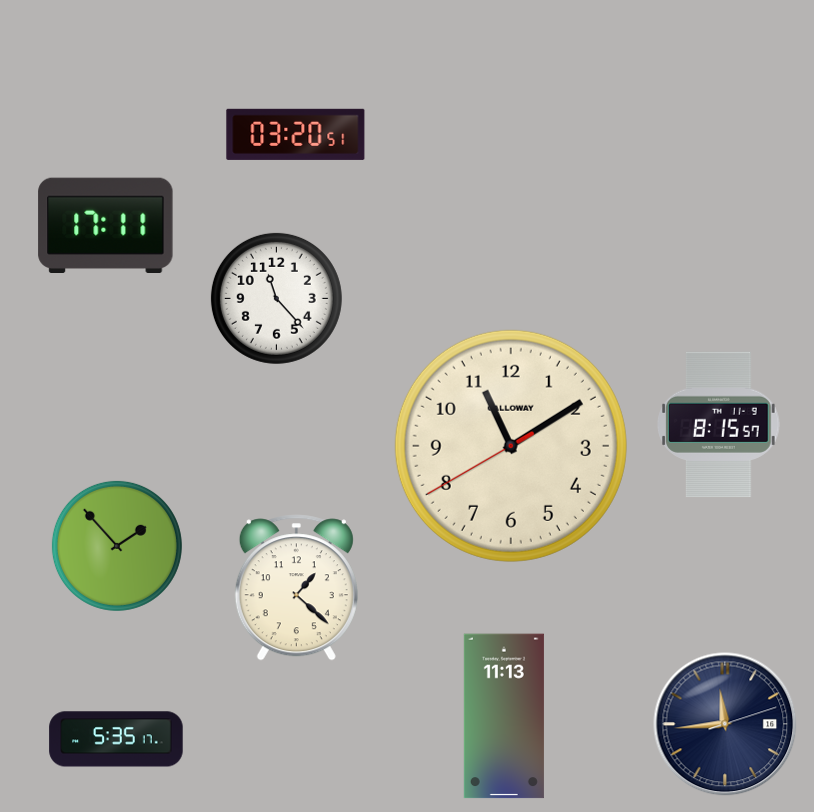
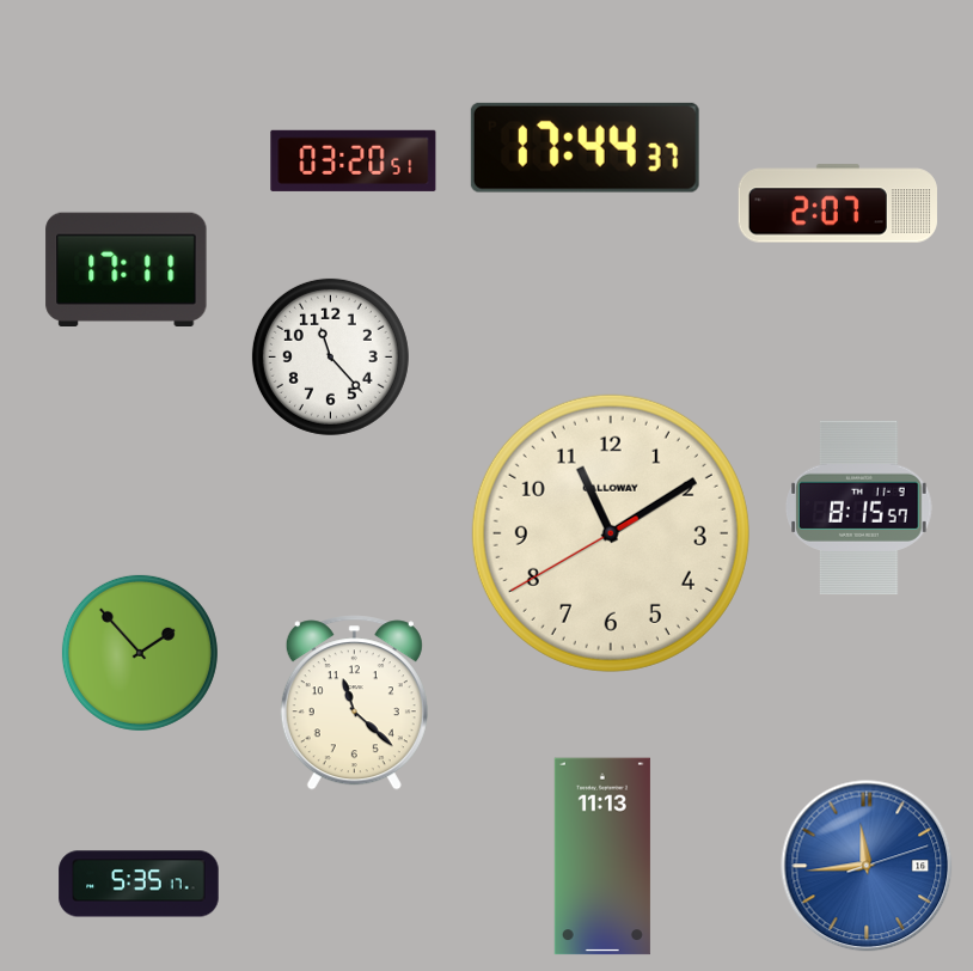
clock at (585, 147): none -> 17:44
clock at (837, 203): none -> 2:07
clock at (296, 588): 1:22 -> 11:22
clock at (725, 724) dial: navy -> blue
